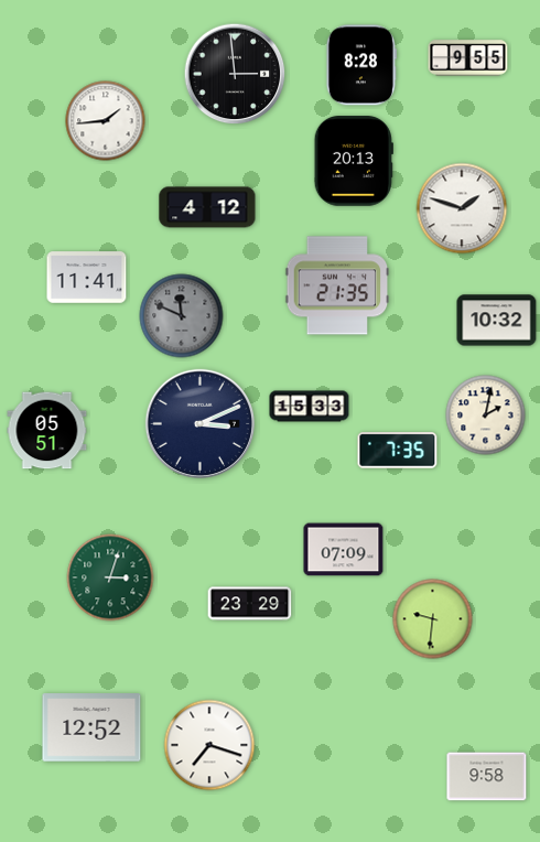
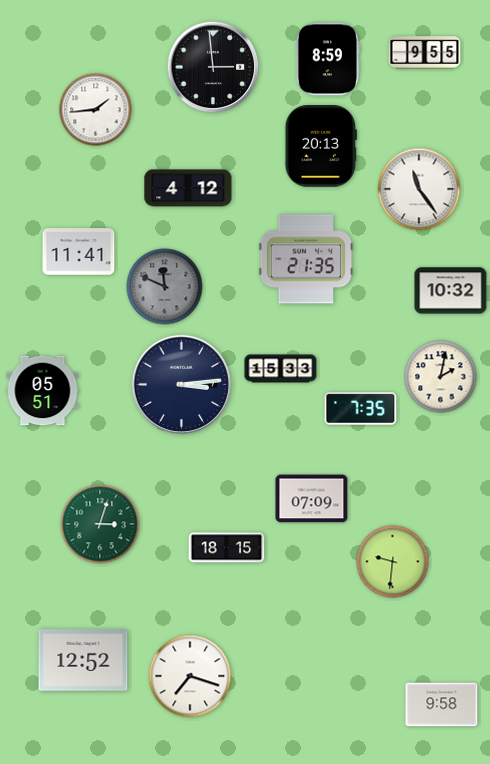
clock at (361, 65): 8:28 -> 8:59
clock at (462, 208): 1:48 -> 11:24
clock at (199, 423): 3:11 -> 3:14
clock at (250, 604): 23:29 -> 18:15
